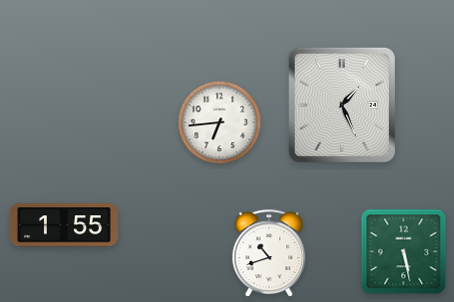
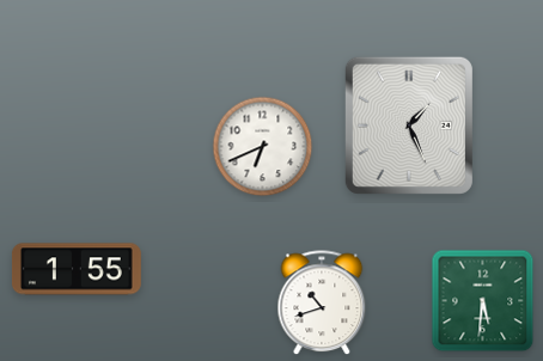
clock at (220, 123): 6:44 -> 6:41
clock at (404, 252): 5:28 -> 5:31
